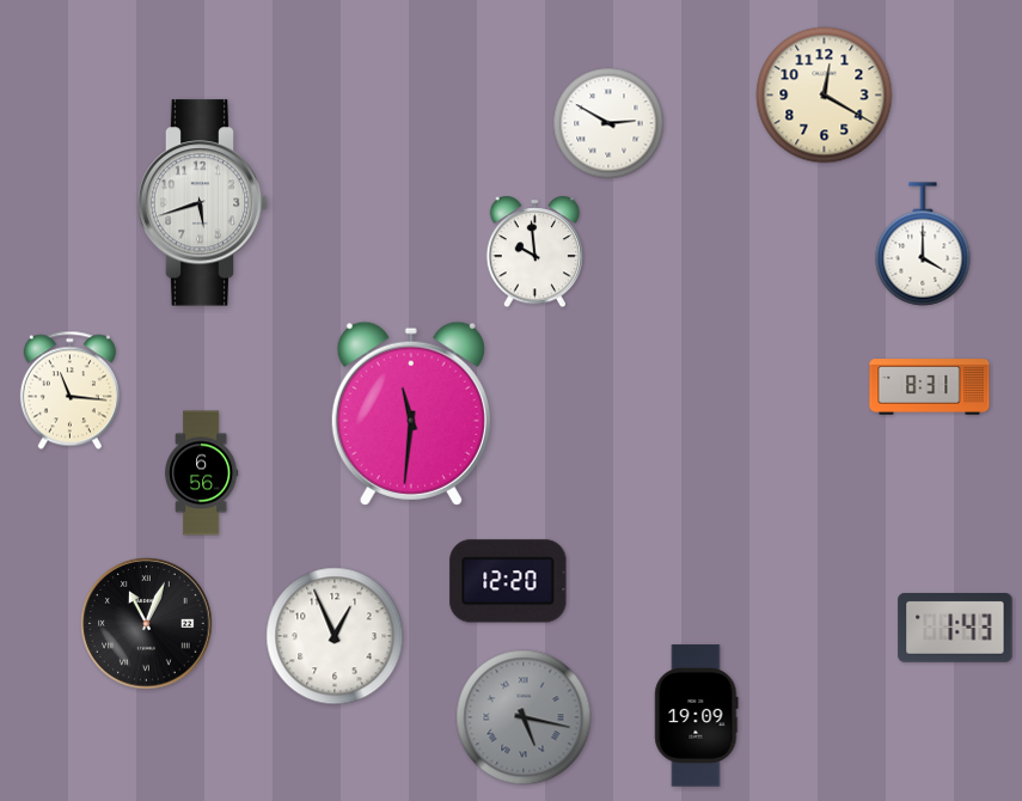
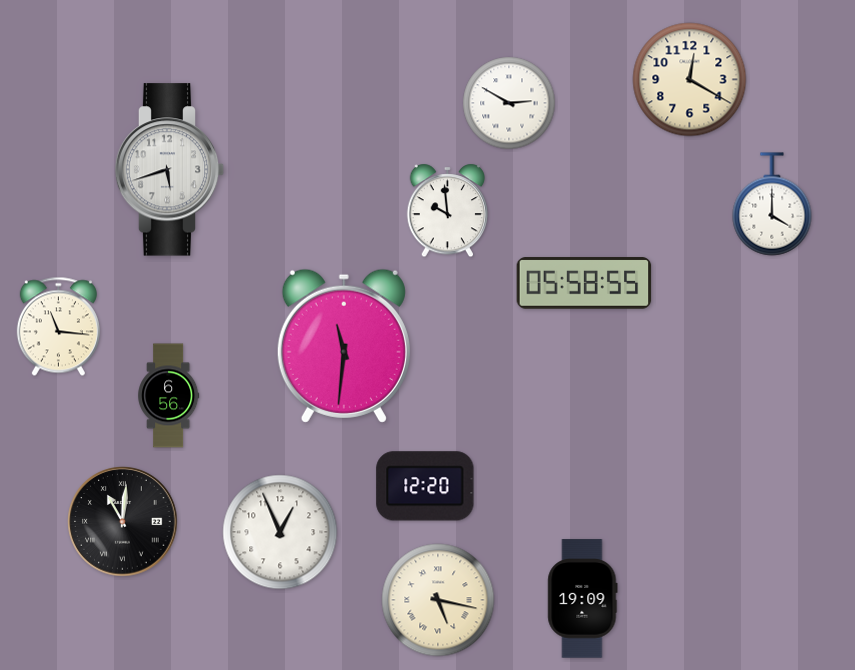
clock at (584, 283): none -> 05:58
clock at (930, 387): 8:31 -> none
clock at (147, 624): 11:04 -> 11:01
clock at (955, 629): 1:43 -> none
clock at (524, 717) dial: grey -> cream
